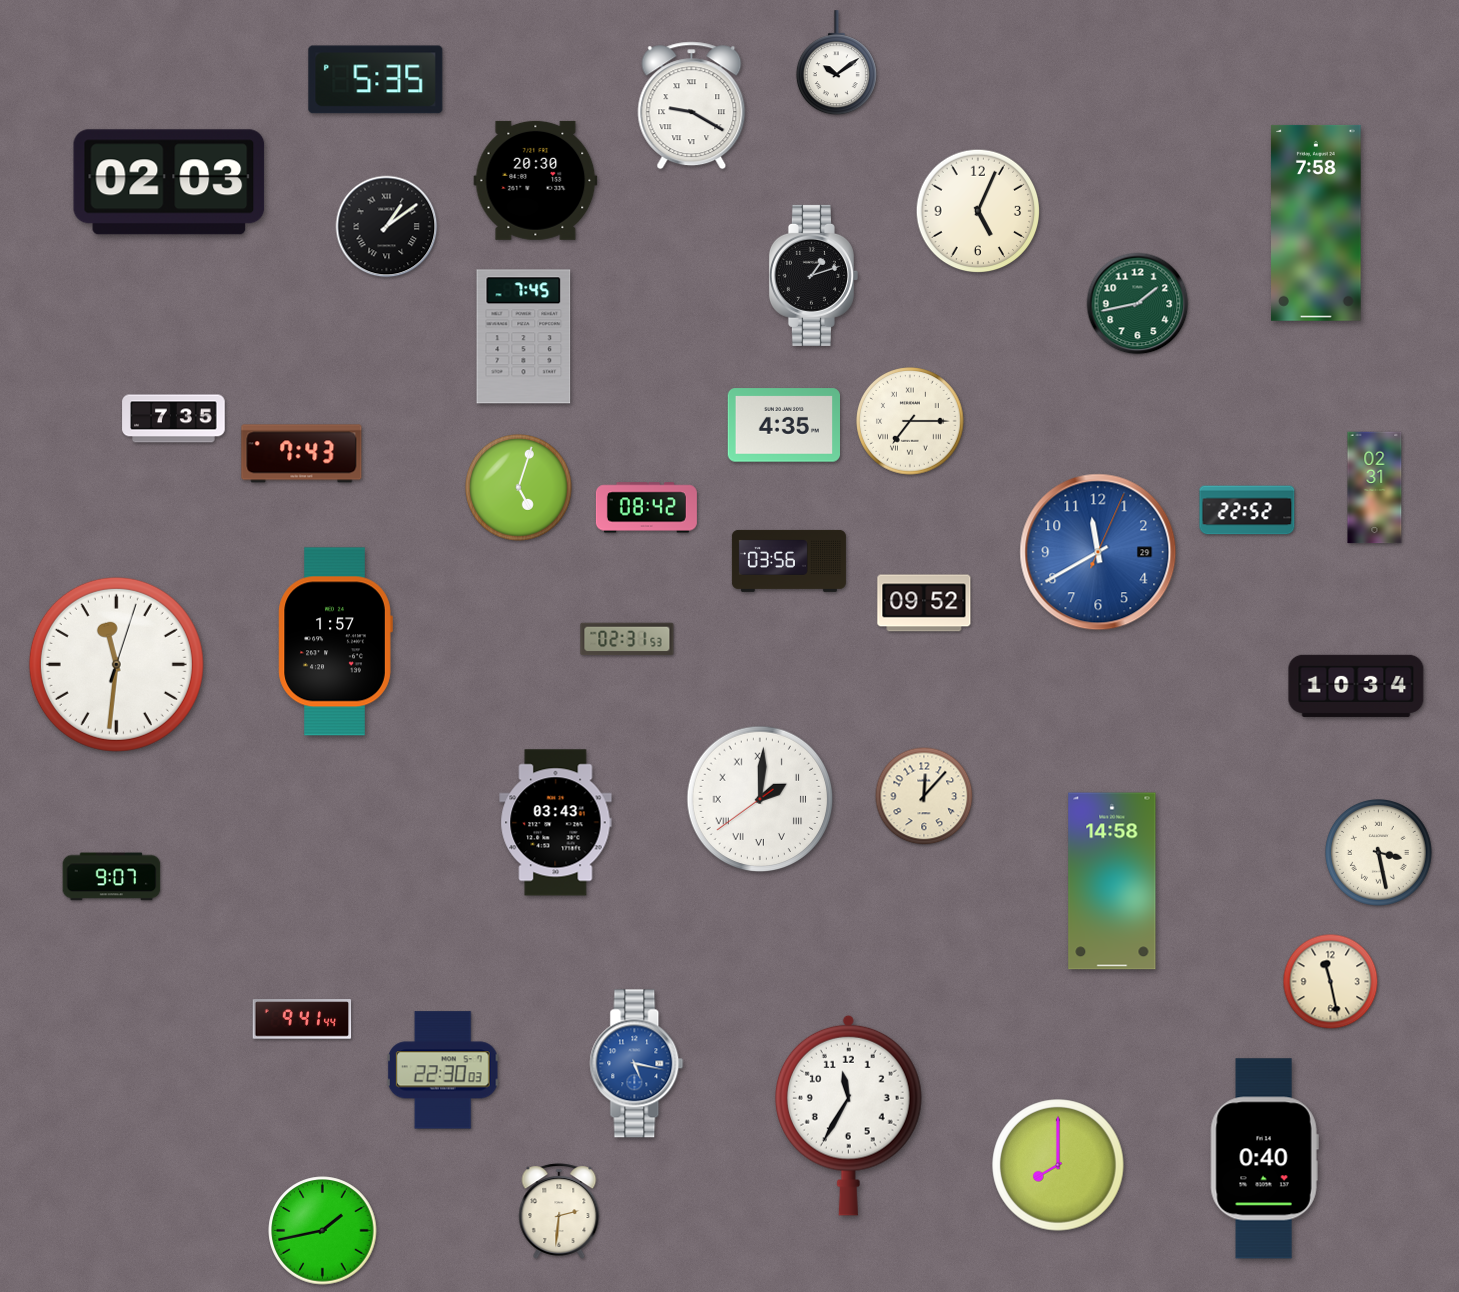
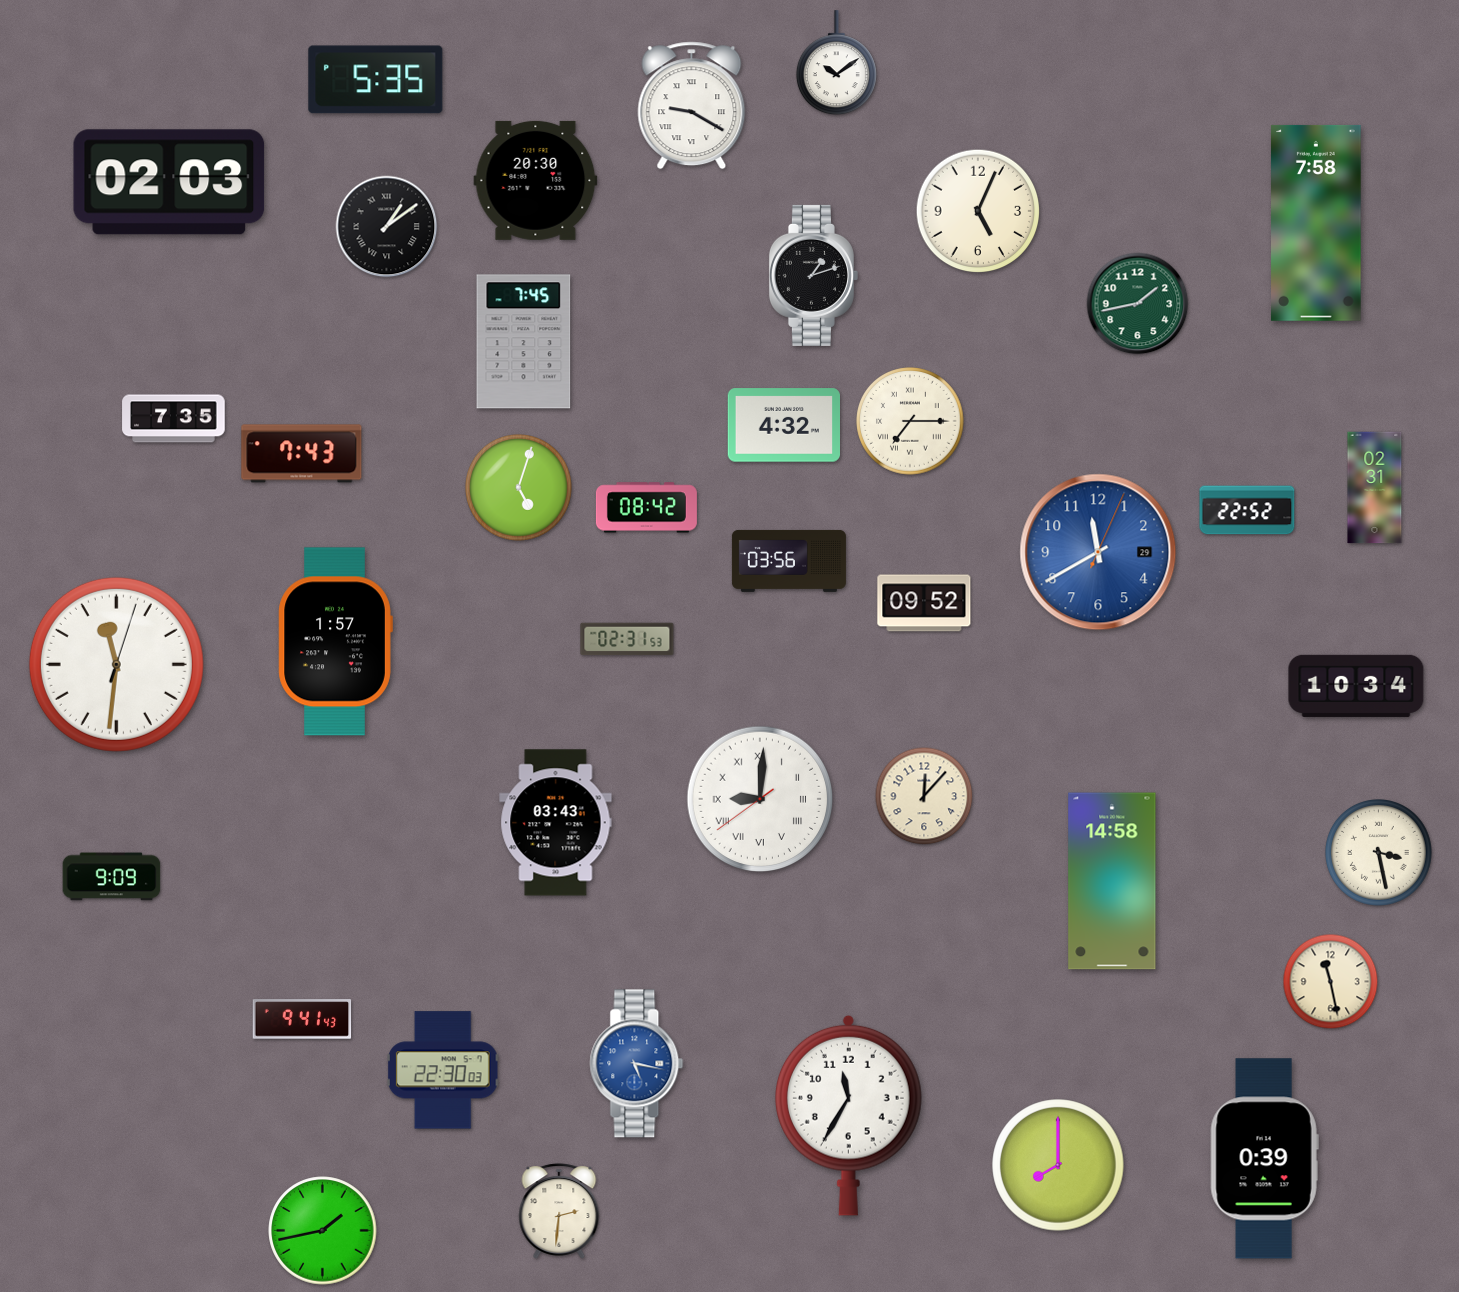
clock at (524, 337) position: (524, 337) -> (524, 342)
clock at (783, 425): 4:35 -> 4:32
clock at (760, 799): 2:00 -> 9:00
clock at (112, 877): 9:07 -> 9:09
clock at (302, 1019): 9:41:44 -> 9:41:43
clock at (1264, 1159): 0:40 -> 0:39
